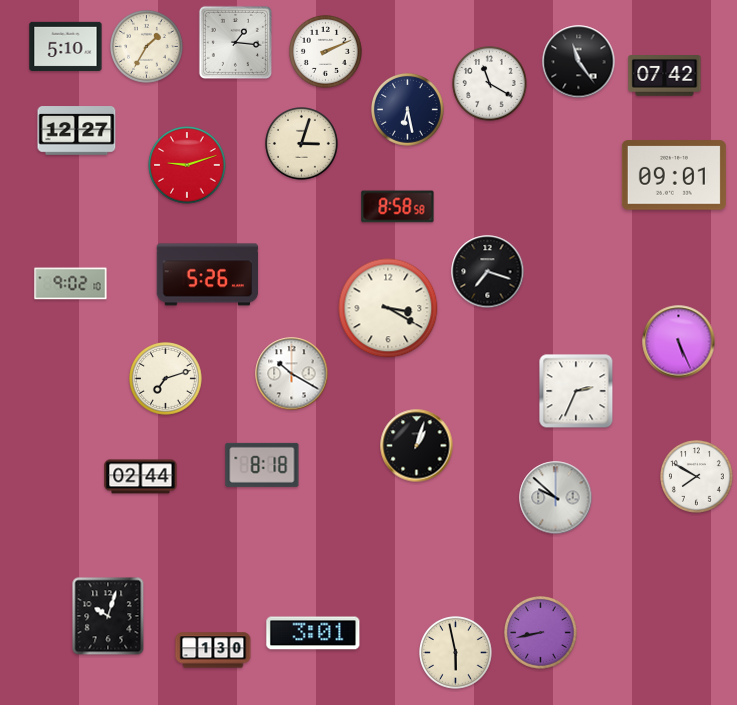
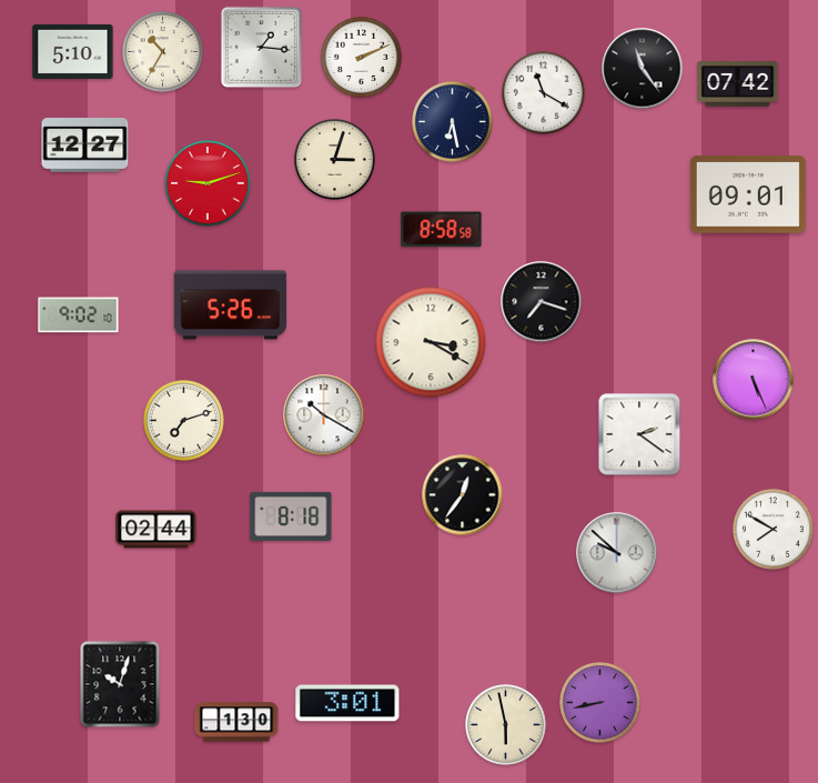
clock at (147, 47): 1:35 -> 10:35
clock at (576, 391): 2:34 -> 2:21
clock at (417, 446): 1:03 -> 12:36
